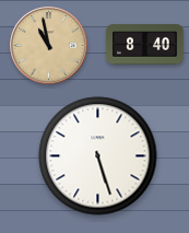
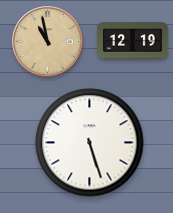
clock at (145, 45): 8:40 -> 12:19
clock at (49, 46) position: (49, 46) -> (48, 42)
